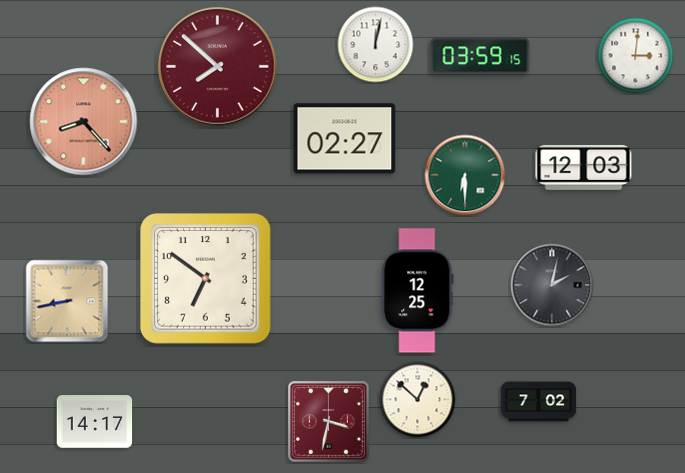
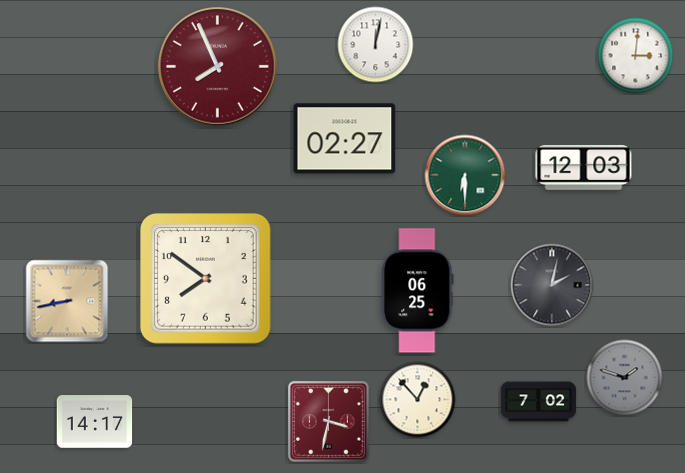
clock at (480, 56): 03:59 -> none
clock at (218, 67): 7:52 -> 7:56
clock at (84, 122): 8:23 -> none
clock at (206, 279): 6:51 -> 7:51
clock at (418, 291): 12:25 -> 06:25
clock at (625, 378): none -> 1:48
clock at (418, 400): 12:52 -> 12:53
